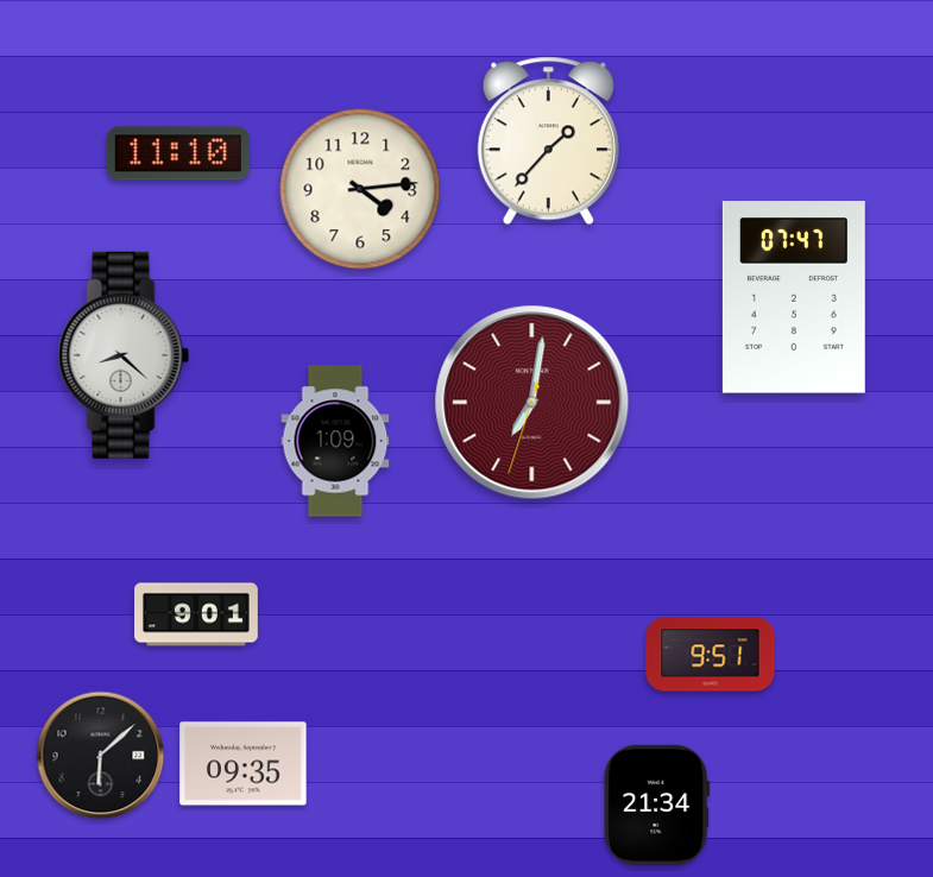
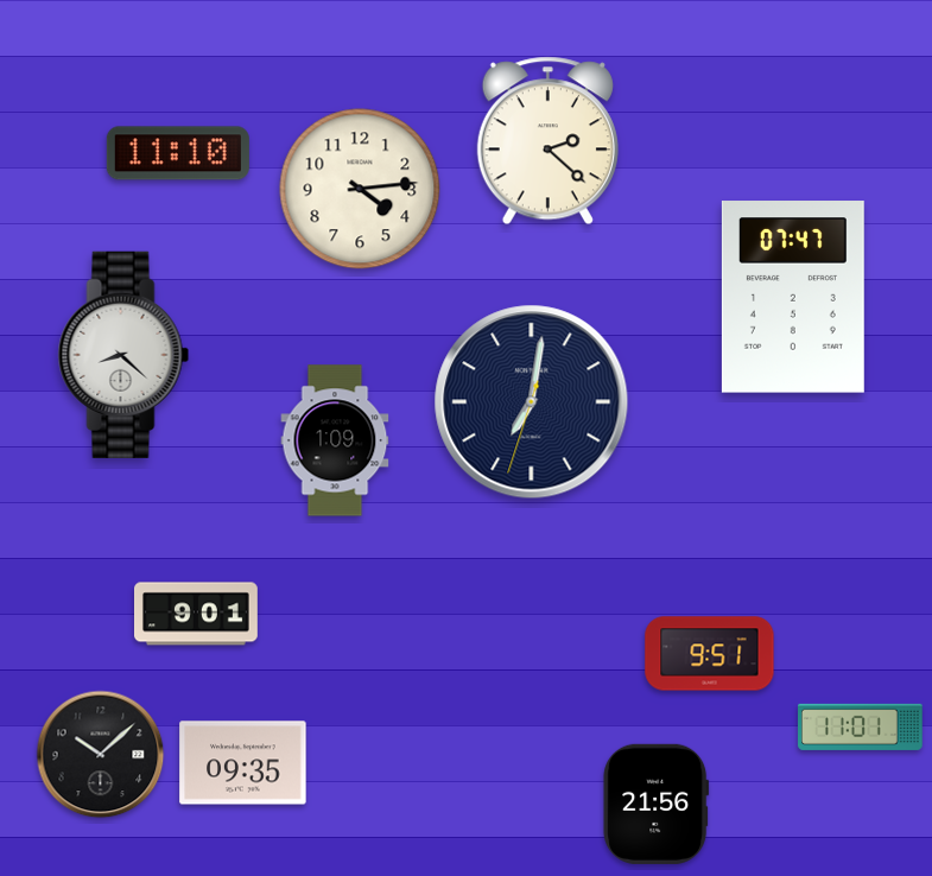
clock at (548, 141): 1:37 -> 2:22
clock at (532, 403) dial: burgundy -> navy
clock at (861, 726): none -> 11:01
clock at (101, 756): 6:08 -> 10:08
clock at (657, 805): 21:34 -> 21:56
